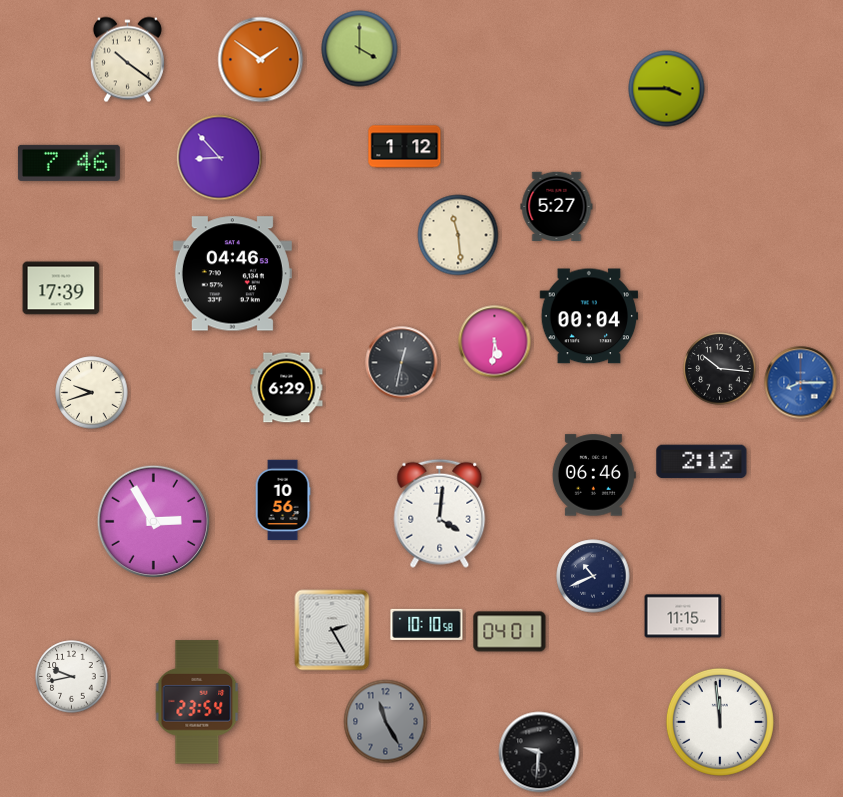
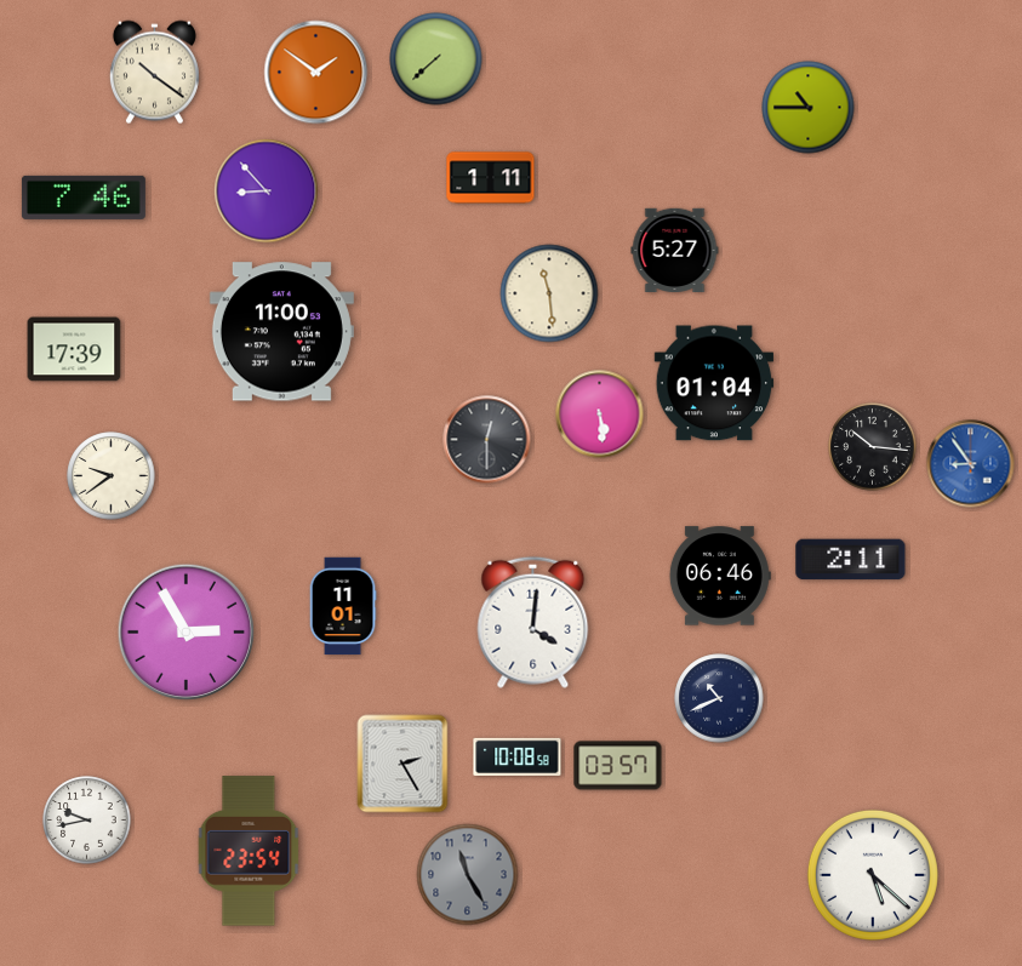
clock at (360, 49): 4:00 -> 7:38
clock at (667, 89): 3:45 -> 10:45
clock at (405, 147): 1:12 -> 1:11
clock at (458, 235) position: (458, 235) -> (549, 293)
clock at (232, 274): 04:46 -> 11:00
clock at (589, 316): 00:04 -> 01:04
clock at (495, 342): 5:31 -> 5:29
clock at (402, 363): 12:32 -> 12:30
clock at (801, 383): 8:15 -> 8:54
clock at (287, 388): 6:29 -> none
clock at (92, 393): 9:42 -> 9:39
clock at (702, 462): 2:12 -> 2:11
clock at (283, 500): 10:56 -> 11:01
clock at (683, 616): 11:15 -> none
clock at (427, 624): 10:10 -> 10:08
clock at (510, 632): 04:01 -> 03:57
clock at (197, 702) position: (197, 702) -> (249, 851)
clock at (720, 722): 11:59 -> 5:22
clock at (539, 752): 9:31 -> none
